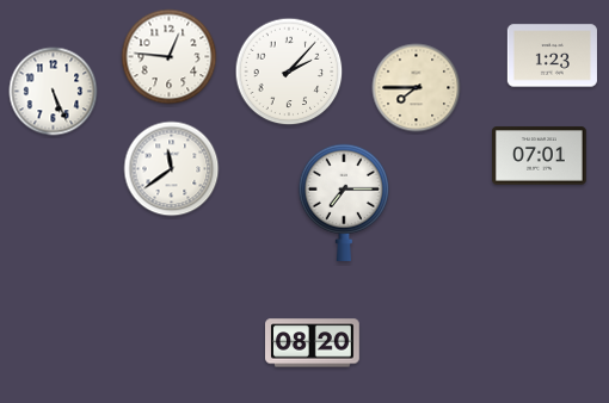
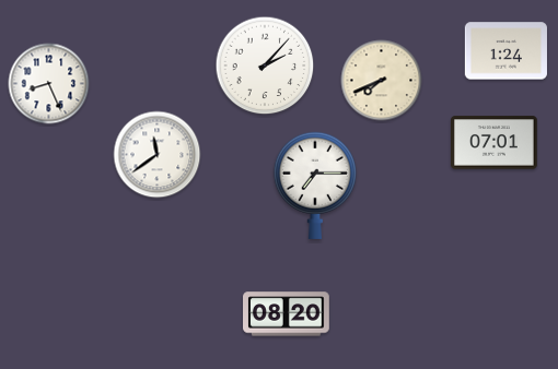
clock at (552, 56): 1:23 -> 1:24
clock at (170, 57): 12:46 -> none
clock at (417, 88): 7:45 -> 7:41
clock at (54, 92): 5:26 -> 8:26
